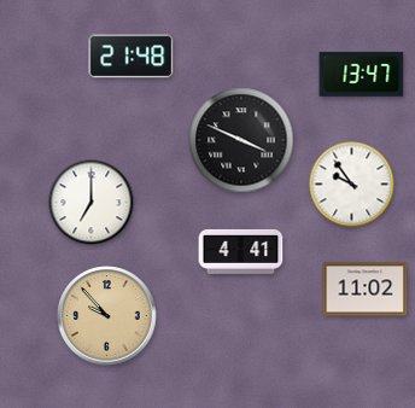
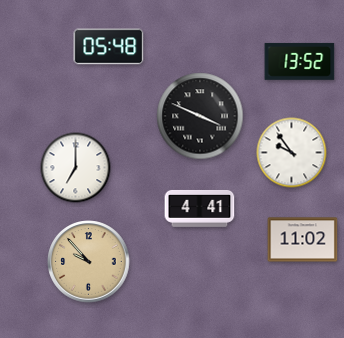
clock at (131, 57): 21:48 -> 05:48
clock at (362, 74): 13:47 -> 13:52
